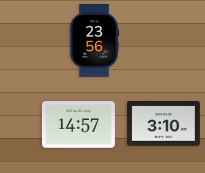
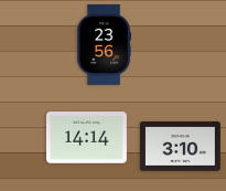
clock at (163, 124) position: (163, 124) -> (180, 147)
clock at (78, 125): 14:57 -> 14:14
